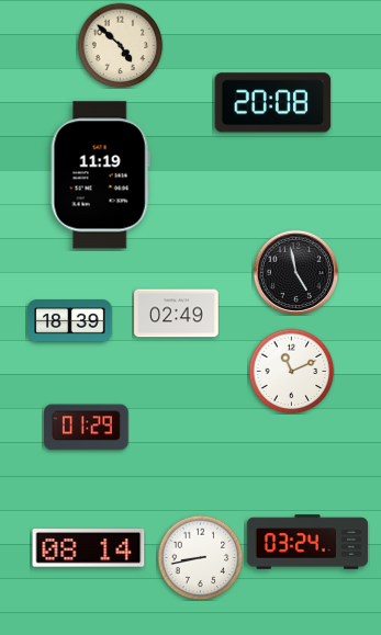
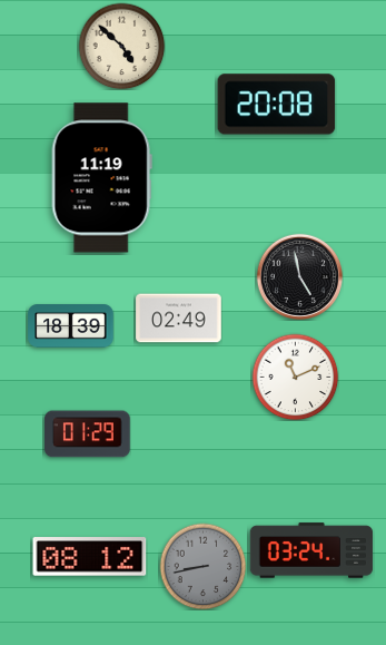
clock at (89, 548): 08:14 -> 08:12
clock at (200, 557) dial: white -> grey
